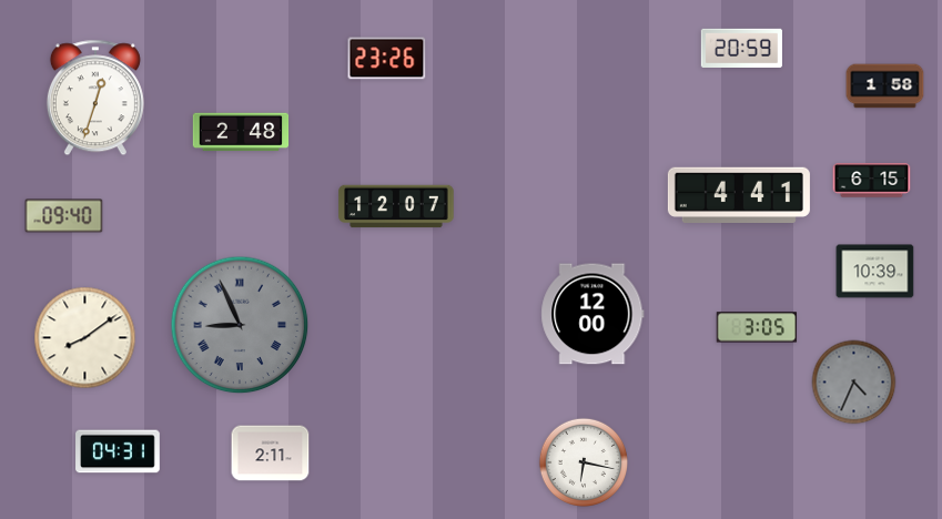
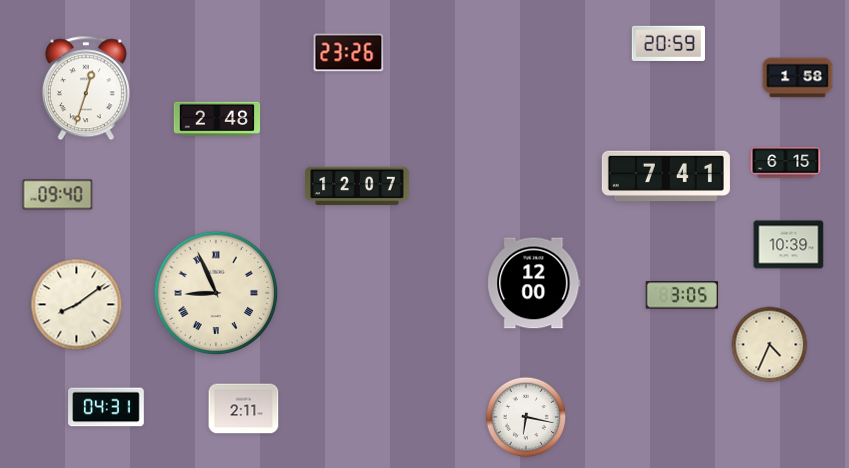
clock at (739, 194): 4:41 -> 7:41
clock at (240, 325) dial: grey -> cream
clock at (854, 383) dial: grey -> cream
